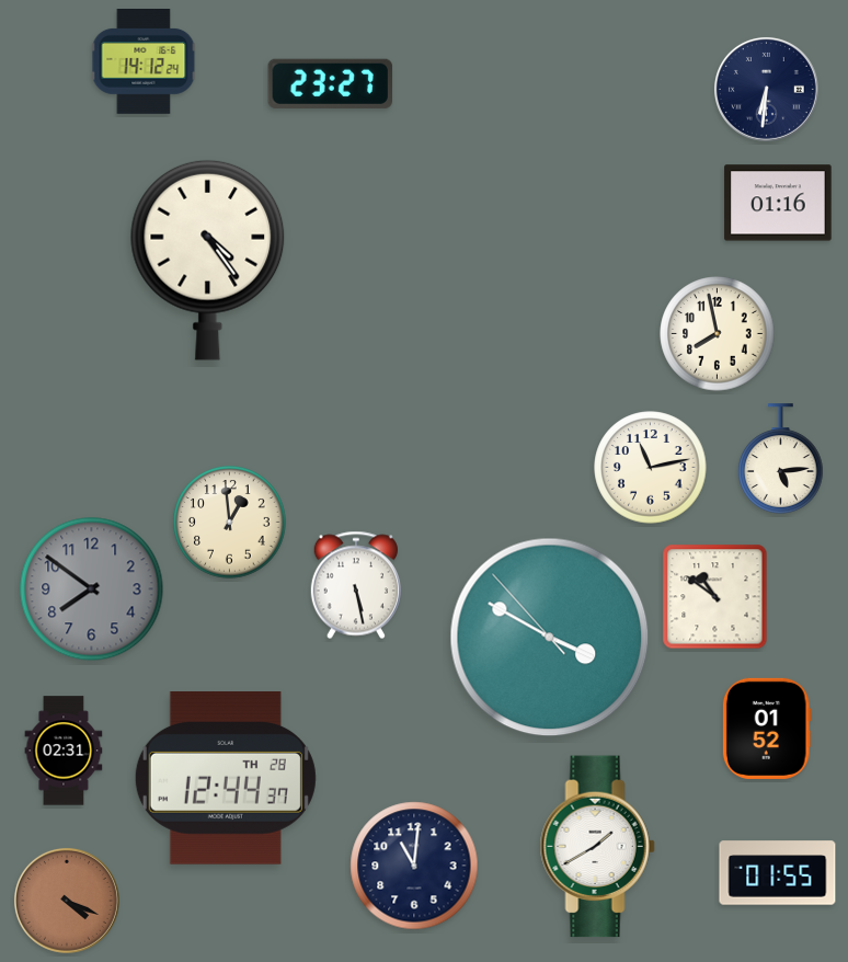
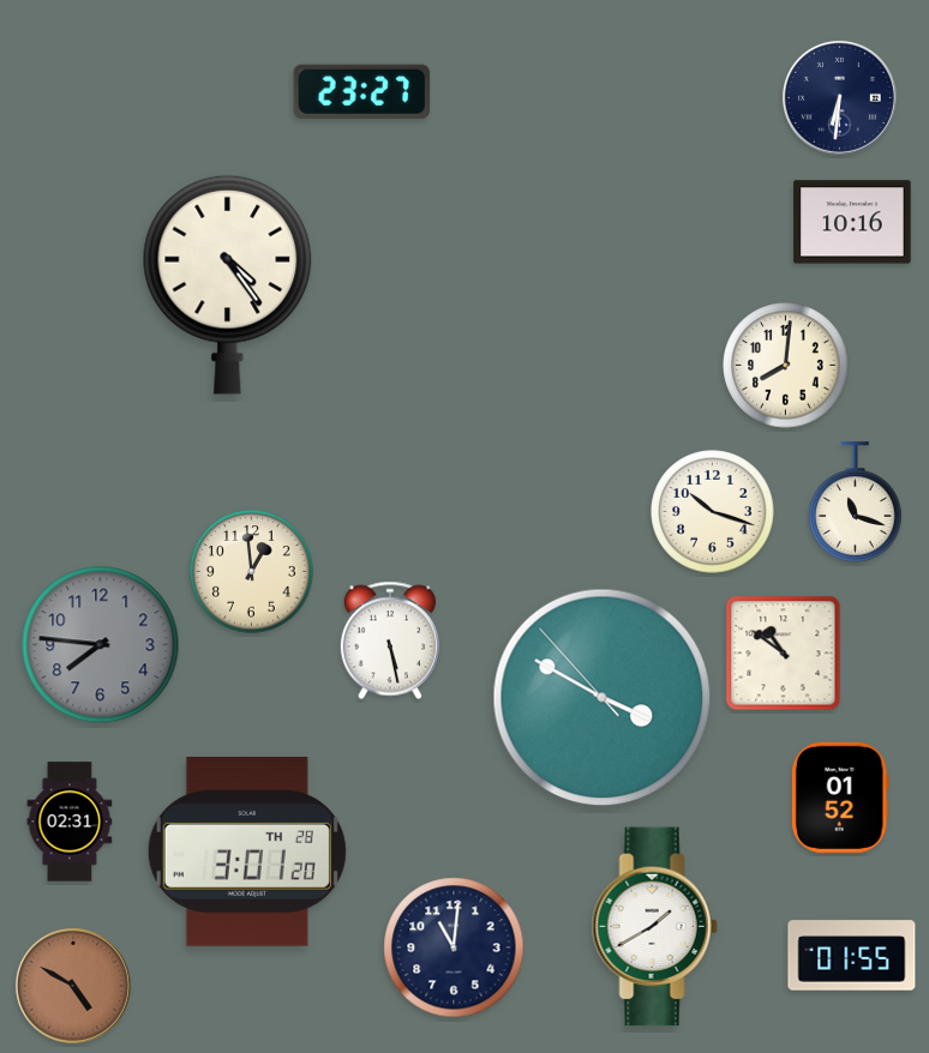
clock at (144, 62): 14:12 -> none
clock at (778, 203): 01:16 -> 10:16
clock at (718, 334): 7:58 -> 8:01
clock at (781, 459): 5:14 -> 11:18
clock at (651, 468): 11:13 -> 10:18
clock at (92, 589): 7:51 -> 7:46
clock at (226, 779): 12:44 -> 3:01
clock at (67, 901): 4:19 -> 4:50
